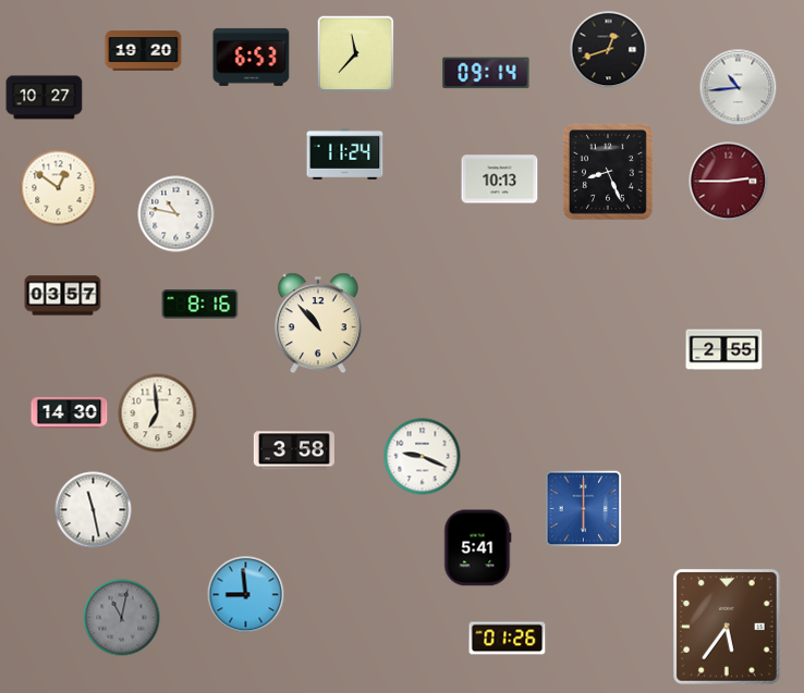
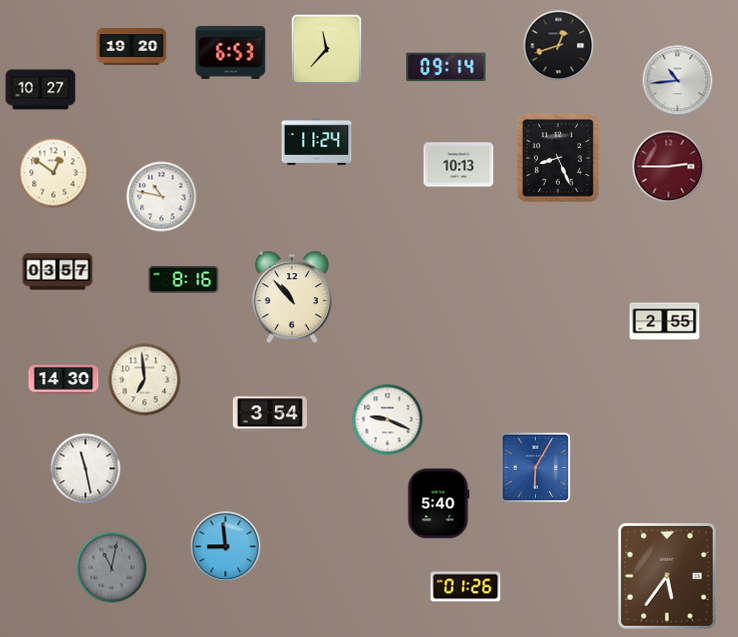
clock at (294, 450): 3:58 -> 3:54
clock at (584, 509): 6:00 -> 6:05
clock at (478, 548): 5:41 -> 5:40
